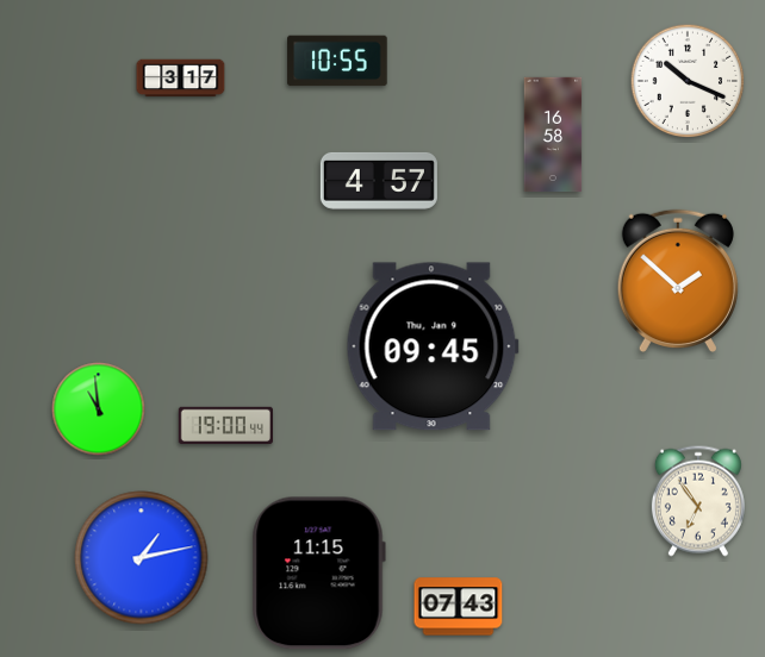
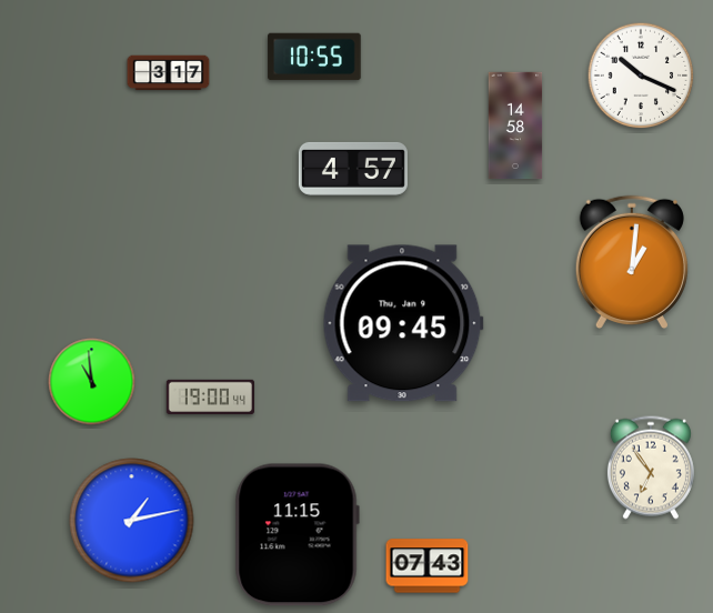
clock at (553, 134): 16:58 -> 14:58
clock at (678, 281): 1:52 -> 1:01
